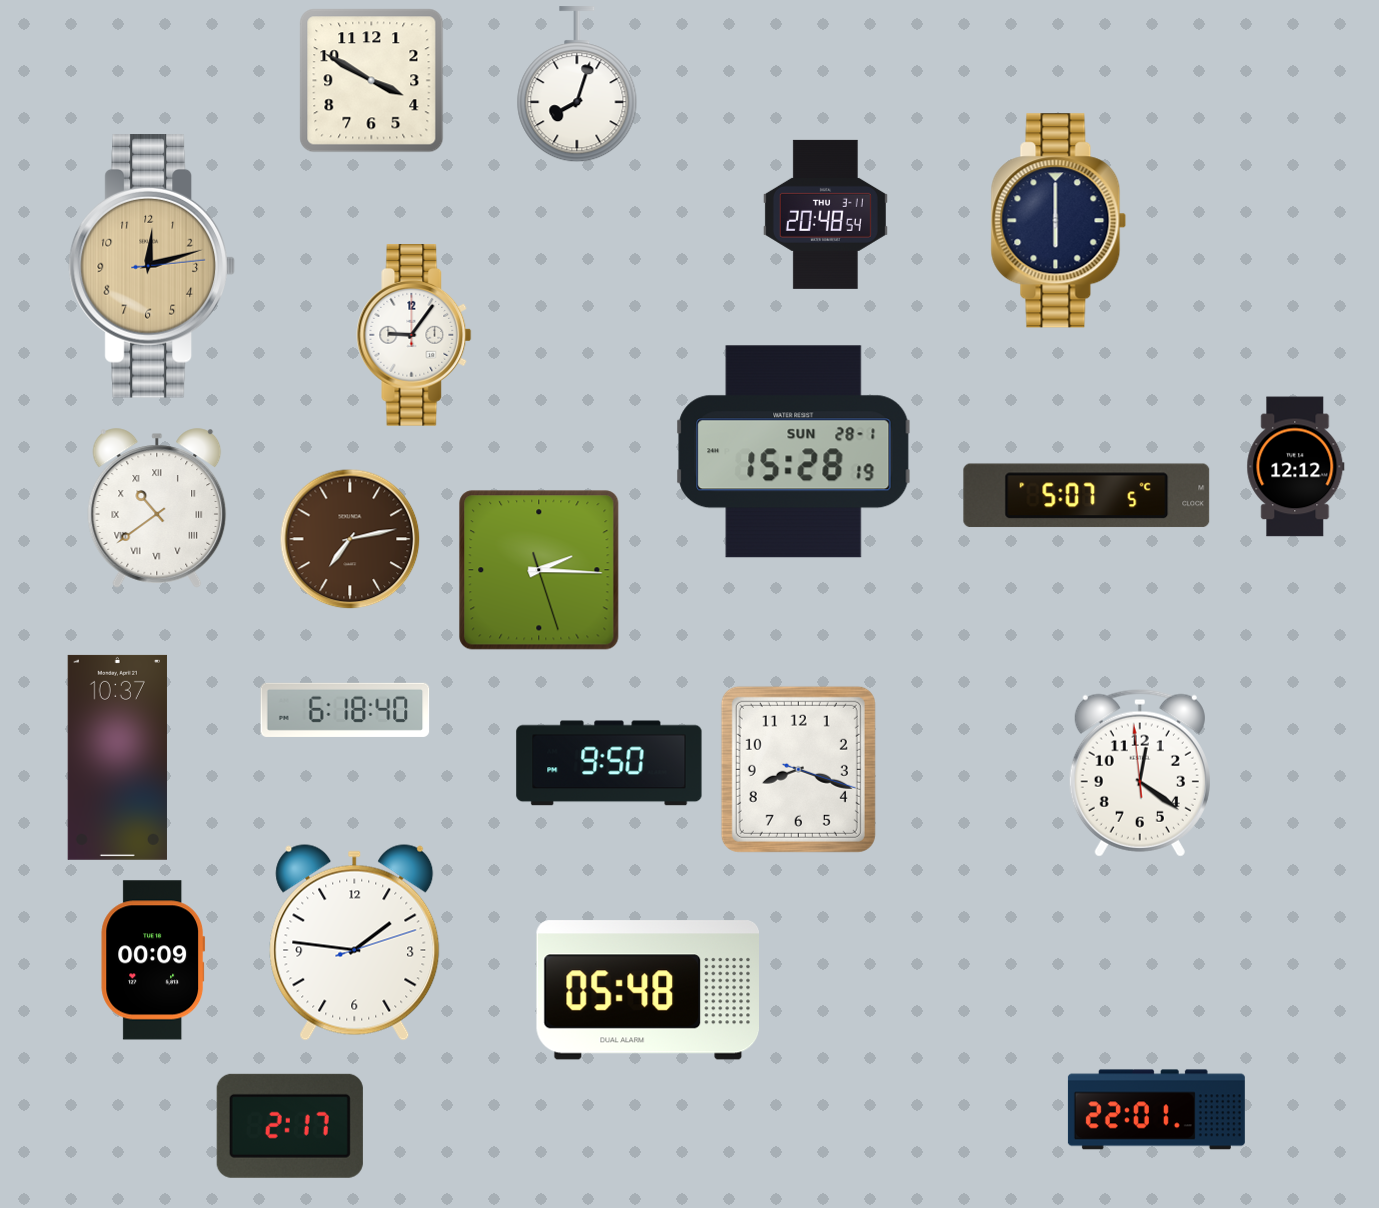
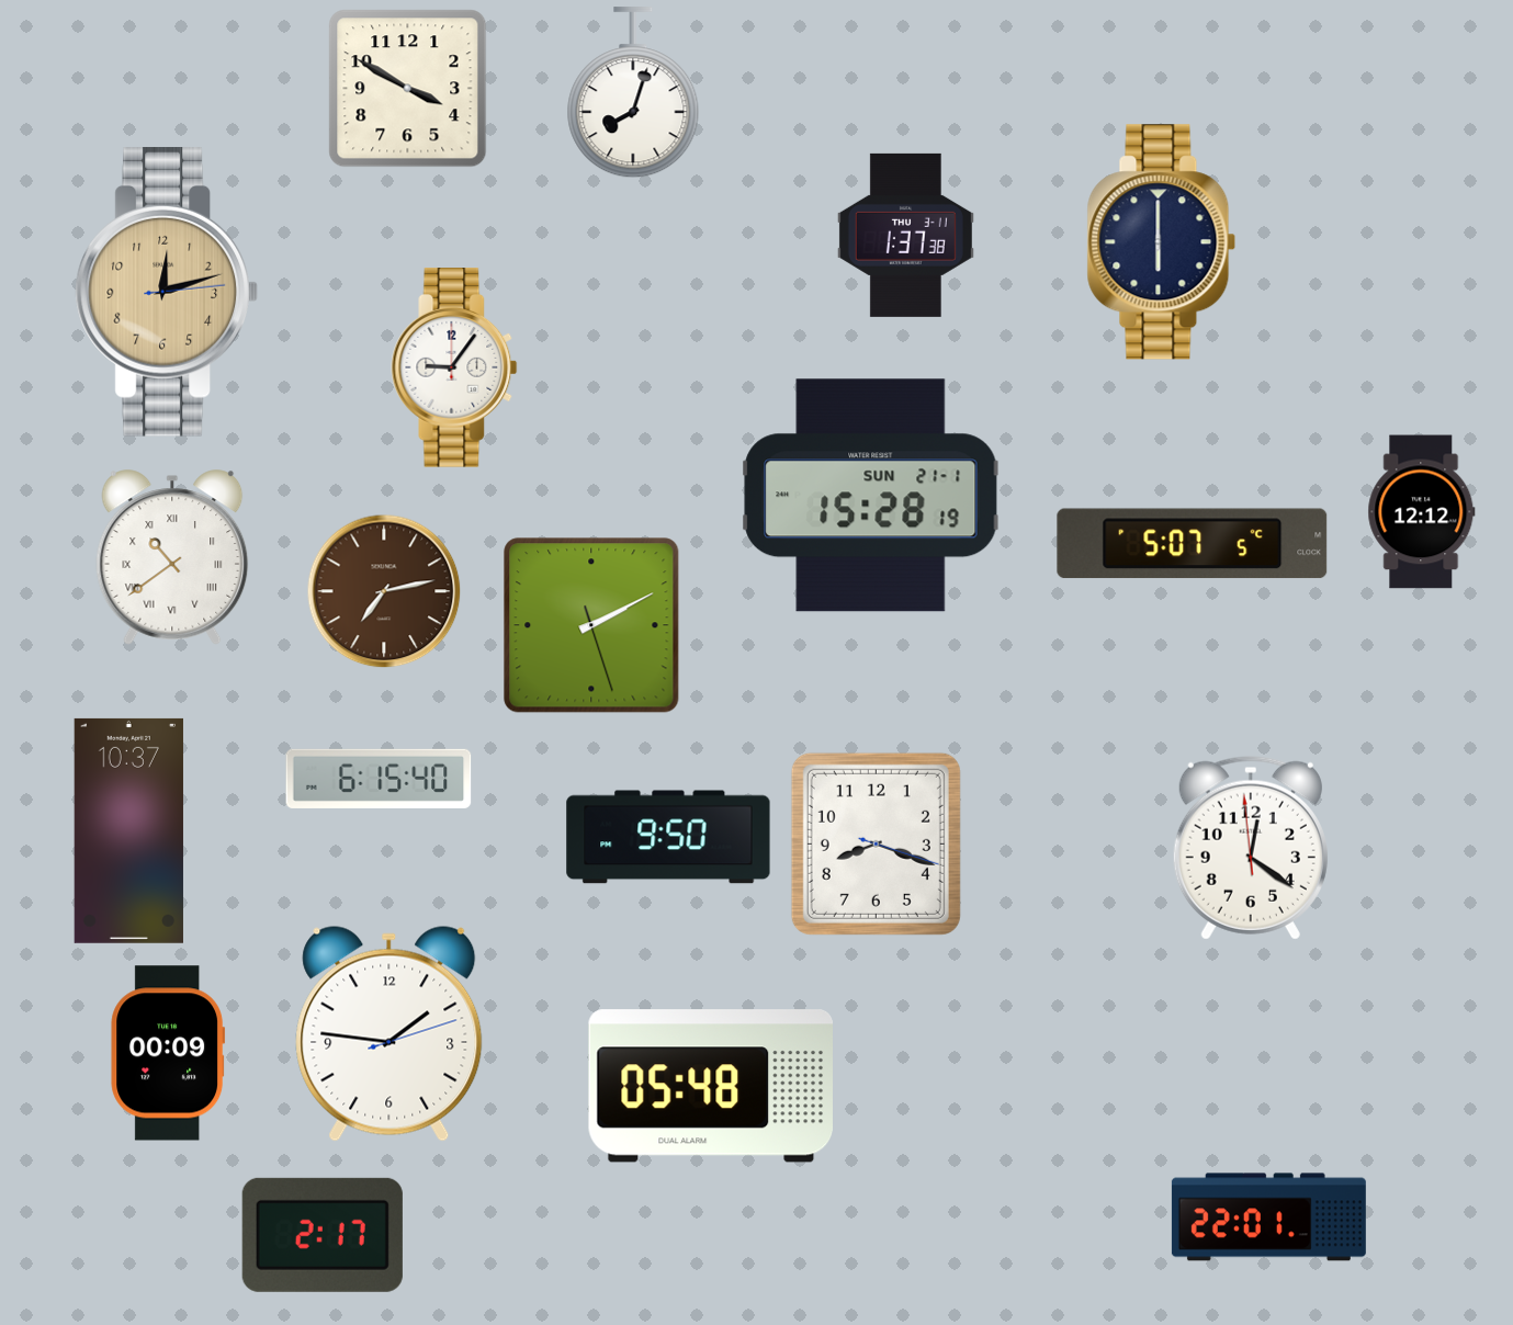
clock at (825, 214): 20:48 -> 1:37
clock at (794, 452) date: SUN 28-1 -> SUN 21-1
clock at (539, 570): 2:15 -> 2:10
clock at (345, 710): 6:18 -> 6:15
clock at (290, 1126) position: (290, 1126) -> (323, 1235)
